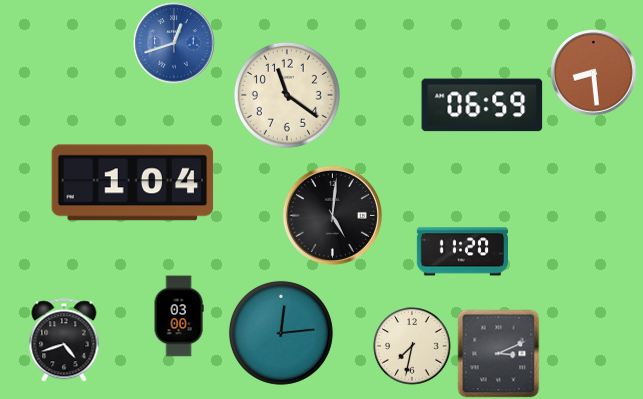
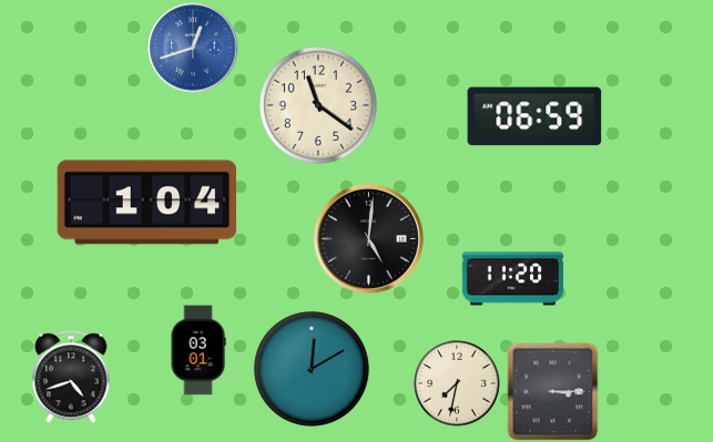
clock at (594, 73): 8:29 -> none
clock at (179, 316): 03:00 -> 03:01
clock at (281, 333): 12:14 -> 12:10
clock at (499, 354): 3:11 -> 3:15
